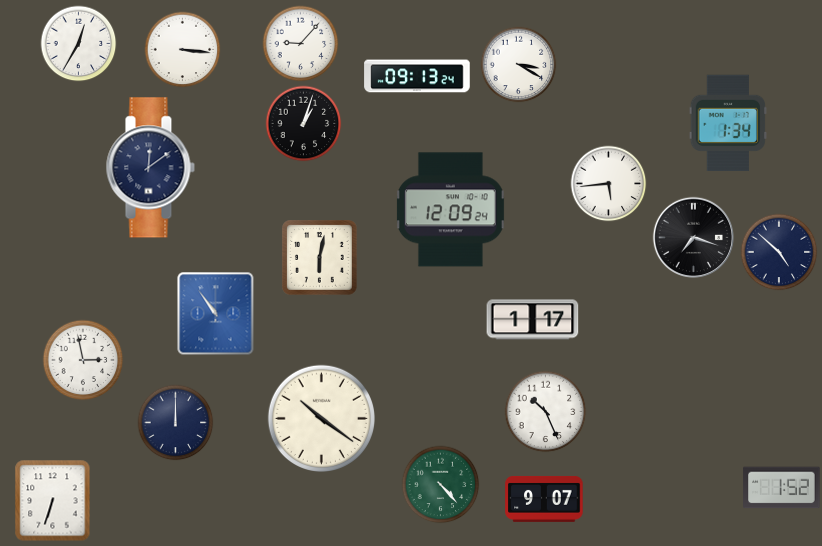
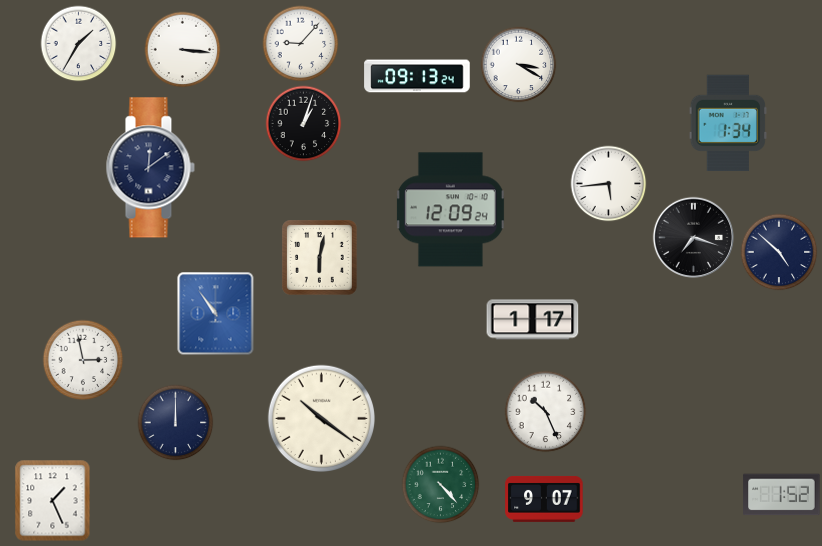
clock at (79, 44): 12:35 -> 1:35
clock at (782, 488) position: (782, 488) -> (782, 495)
clock at (53, 501): 6:33 -> 1:26
